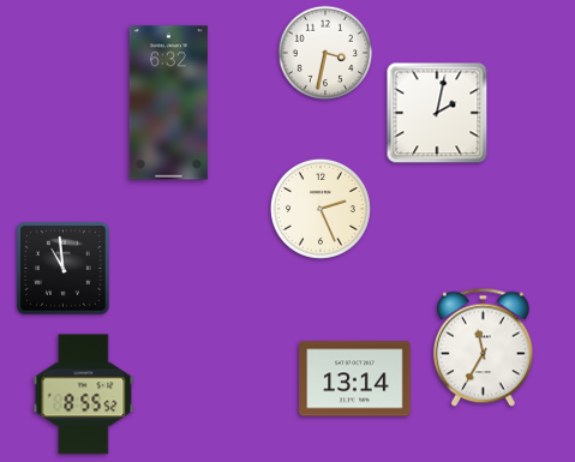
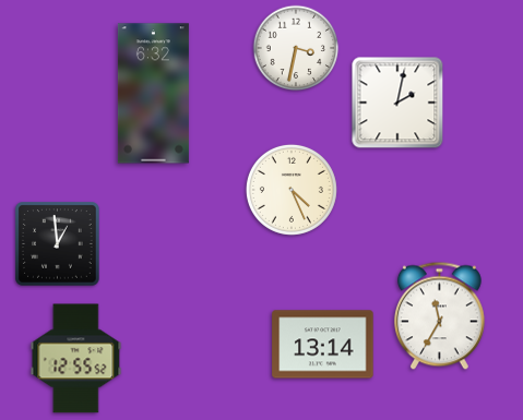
clock at (321, 209): 2:26 -> 4:26
clock at (64, 269): 10:59 -> 12:59
clock at (84, 395): 8:55 -> 12:55
